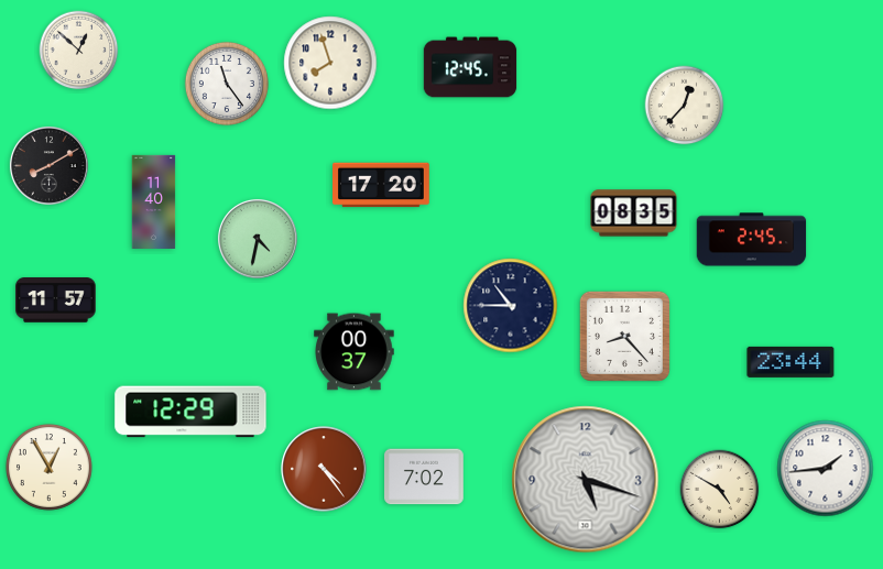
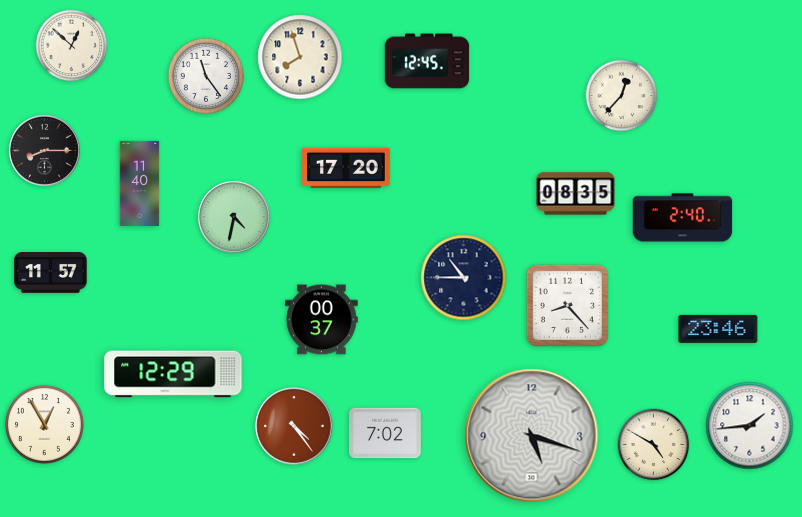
clock at (48, 165): 8:10 -> 8:15
clock at (752, 240): 2:45 -> 2:40
clock at (791, 362): 23:44 -> 23:46
